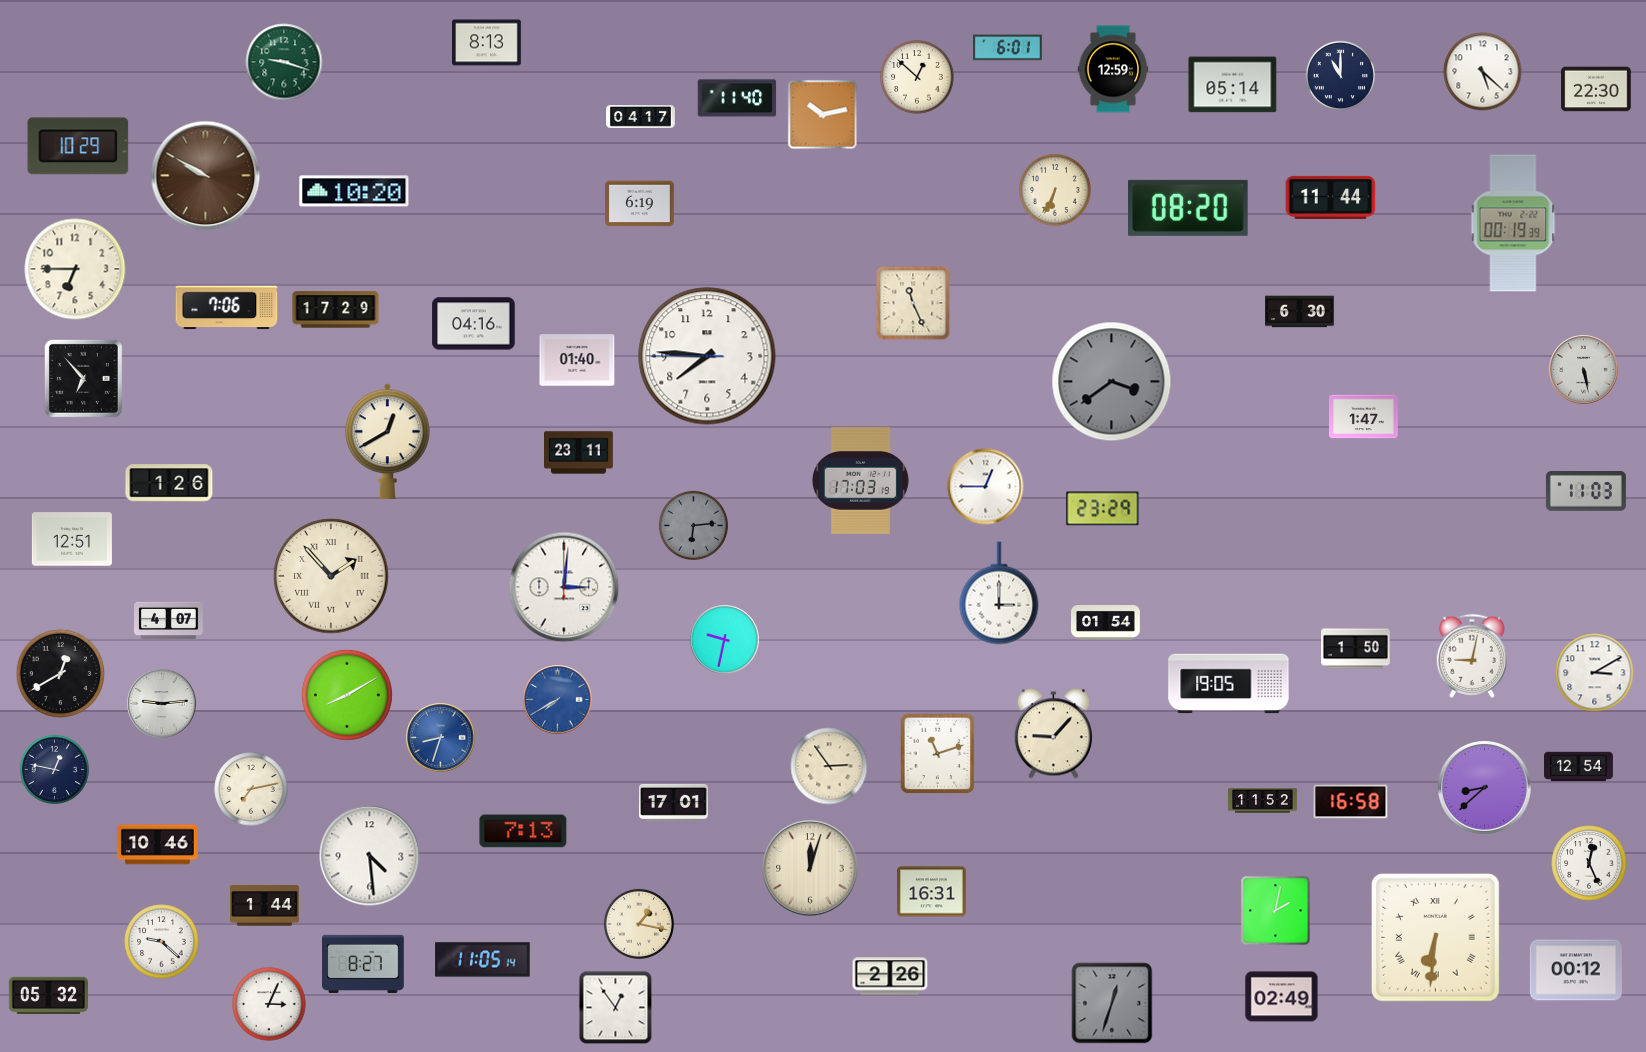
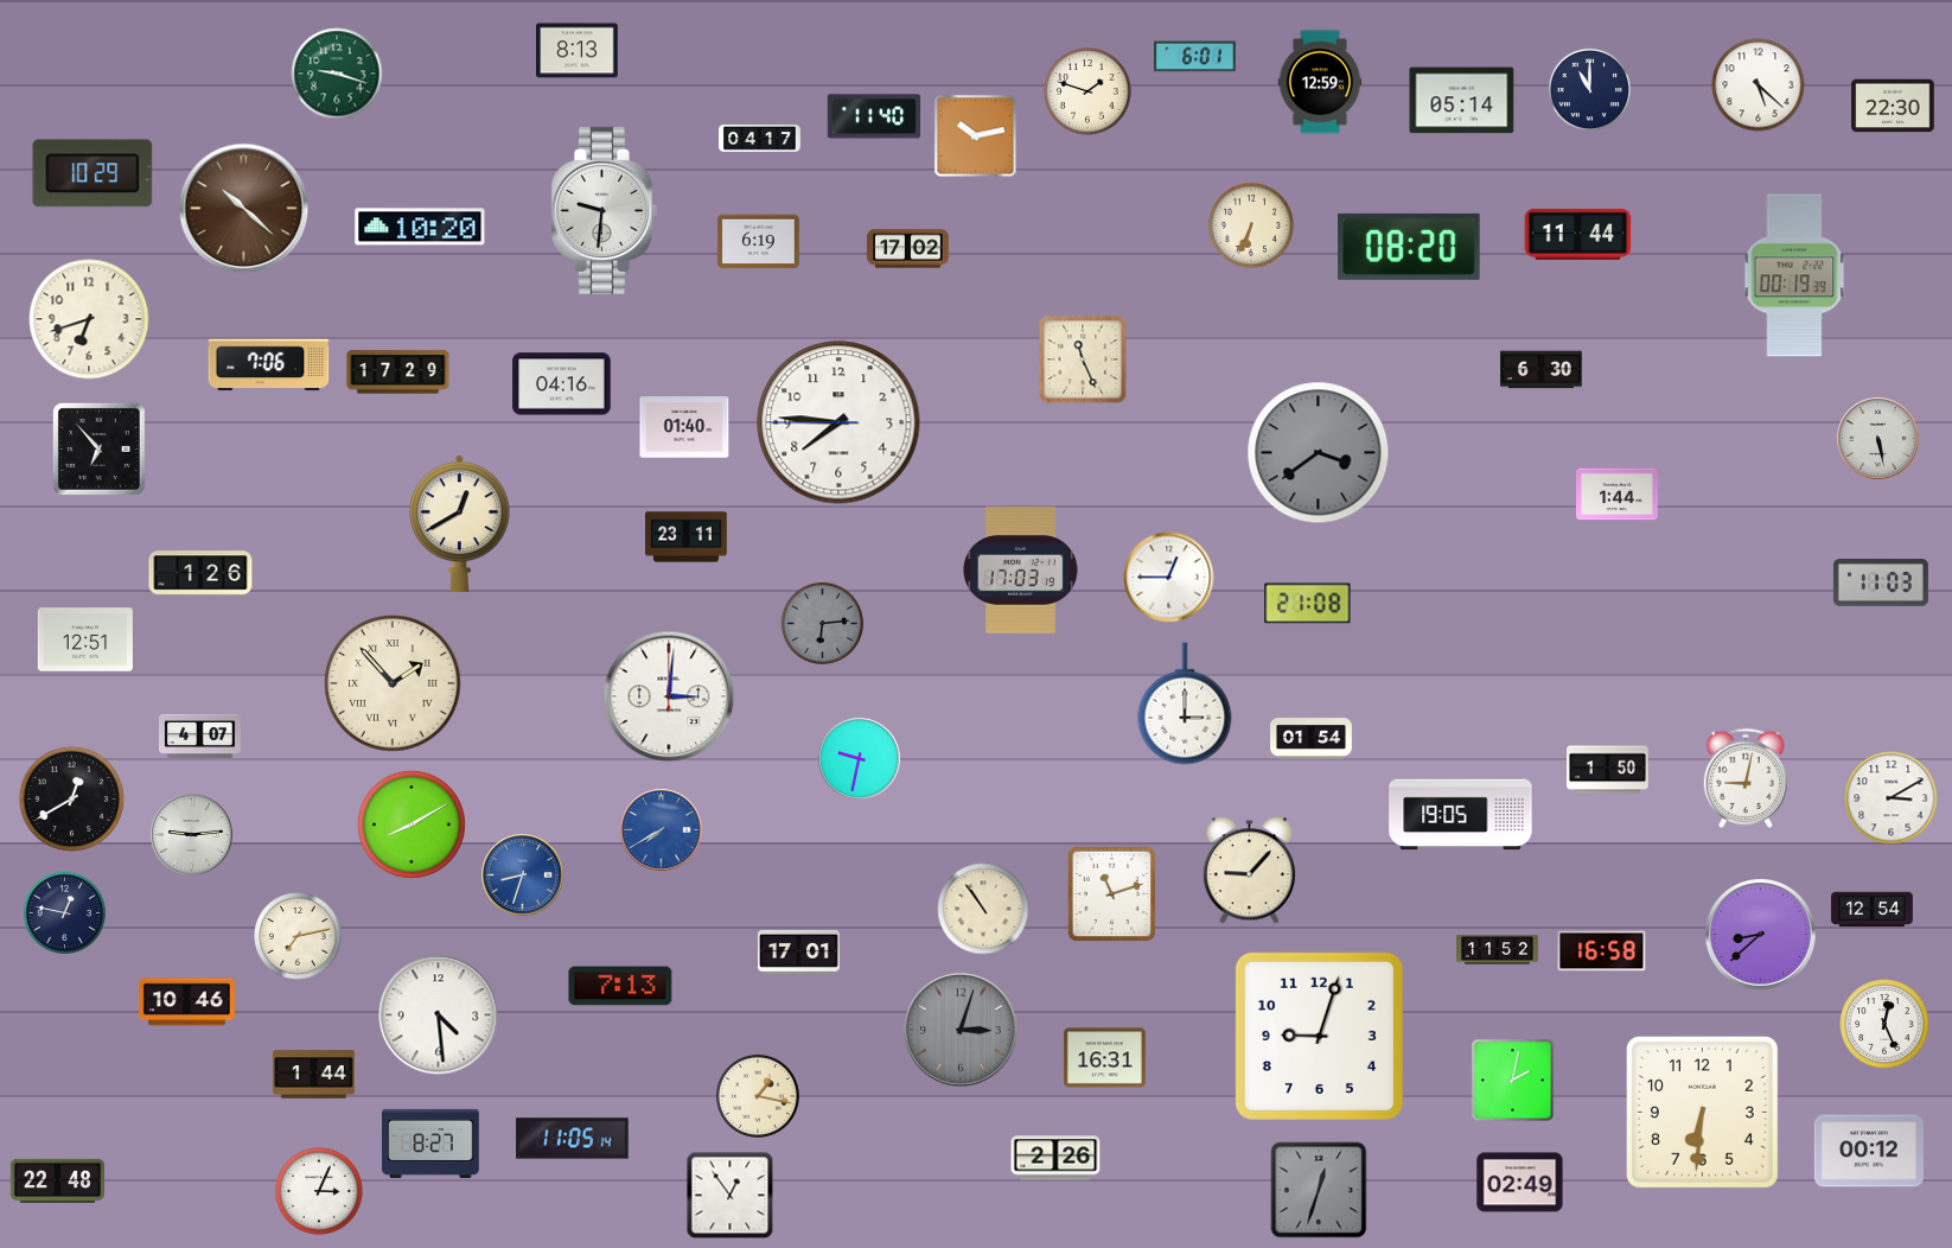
clock at (917, 77): 12:52 -> 1:48
clock at (206, 176): 9:50 -> 10:22
clock at (604, 210): none -> 9:31
clock at (908, 249): none -> 17:02
clock at (1513, 223) position: (1513, 223) -> (1794, 275)
clock at (75, 269): 6:45 -> 6:42
clock at (336, 310) position: (336, 310) -> (398, 373)
clock at (1364, 417): 1:47 -> 1:44
clock at (1103, 509): 23:29 -> 21:08
clock at (1229, 684) position: (1229, 684) -> (1461, 815)
clock at (829, 766): 2:54 -> 10:54
clock at (810, 868): 12:03 -> 3:03
clock at (810, 868) dial: cream -> grey
clock at (1319, 1036): none -> 9:03
clock at (1435, 937) numerals: Roman -> Arabic
clock at (162, 942): 9:22 -> none
clock at (48, 995): 05:32 -> 22:48
